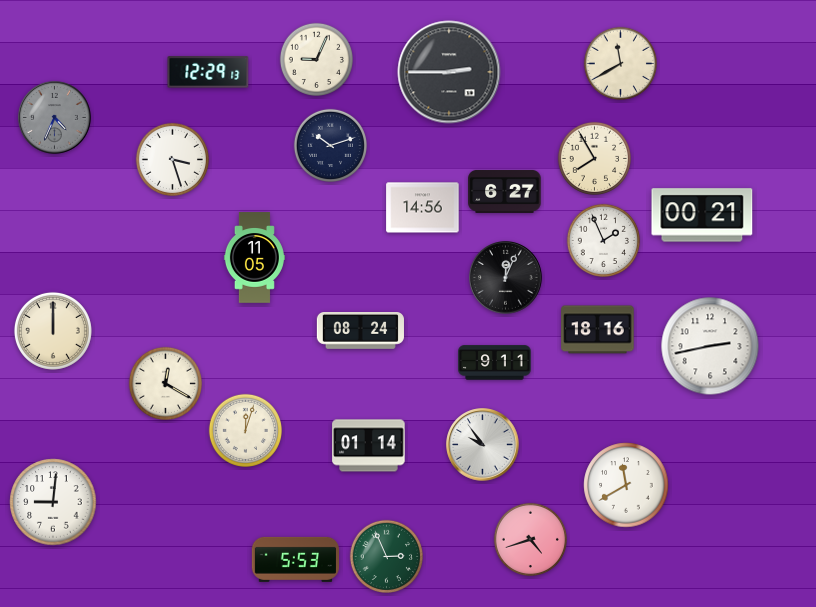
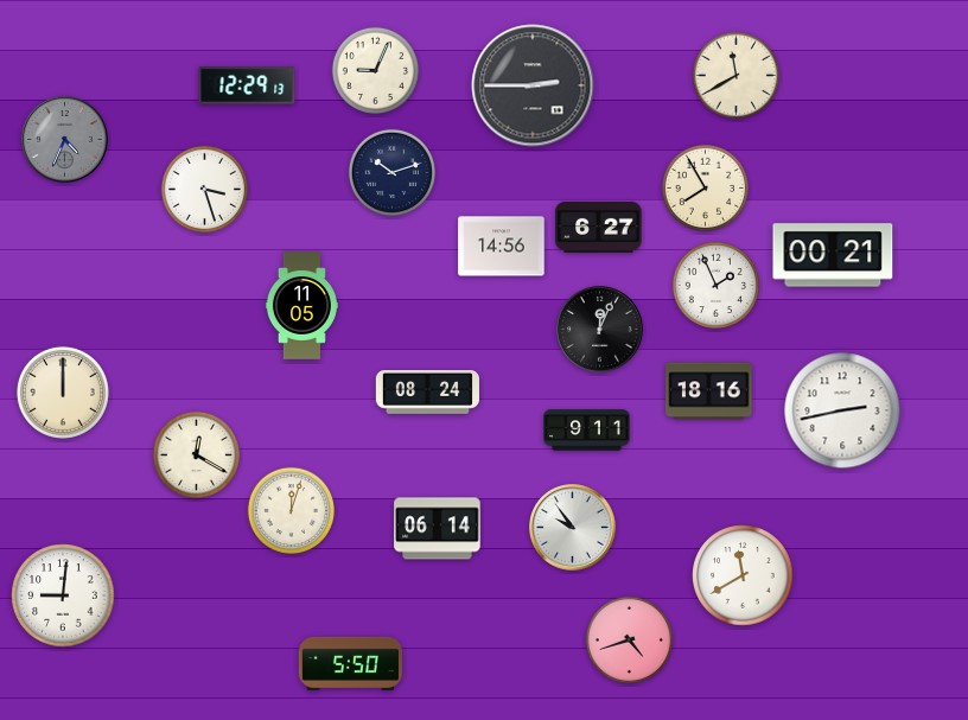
clock at (369, 446): 01:14 -> 06:14
clock at (386, 556): 2:56 -> none
clock at (295, 559): 5:53 -> 5:50
